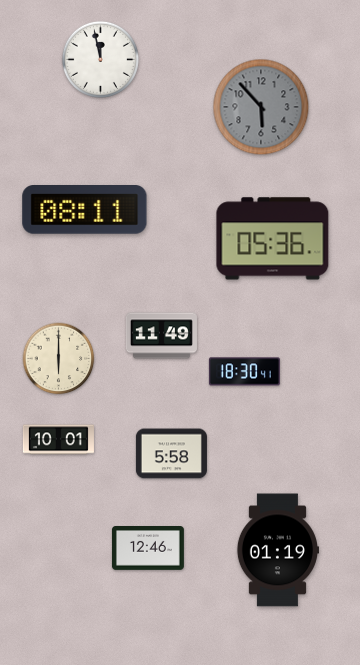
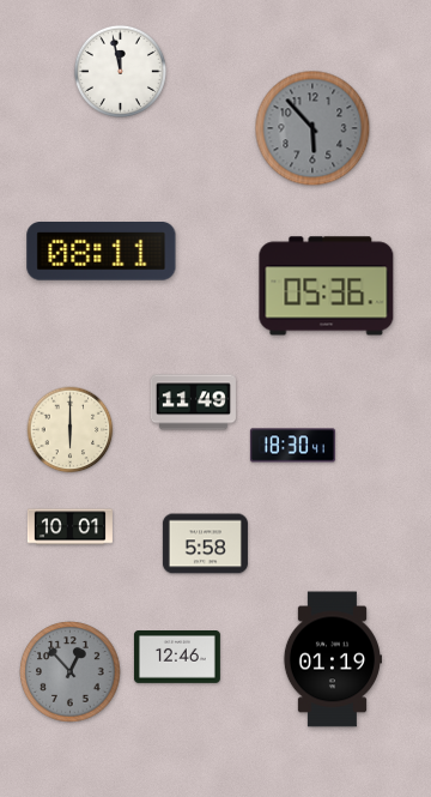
clock at (71, 672): none -> 12:53
